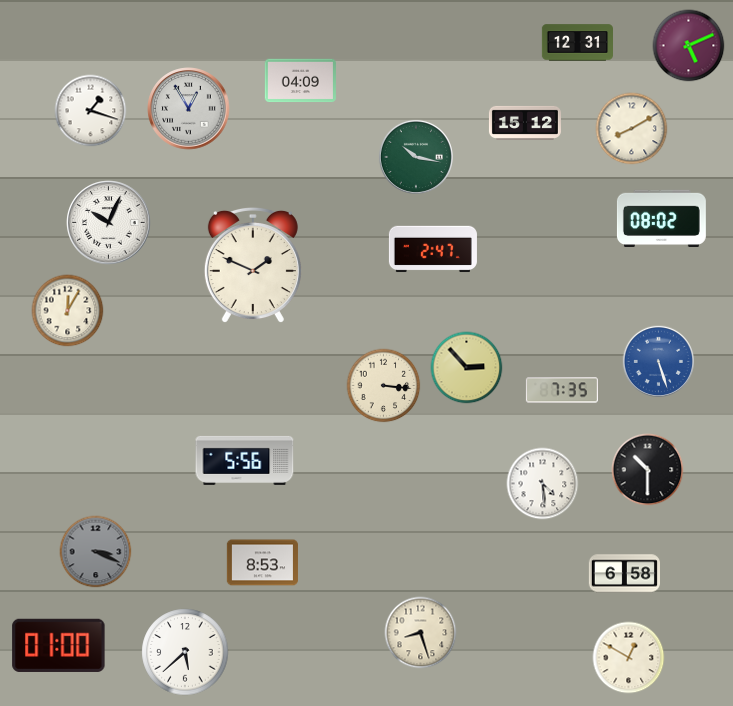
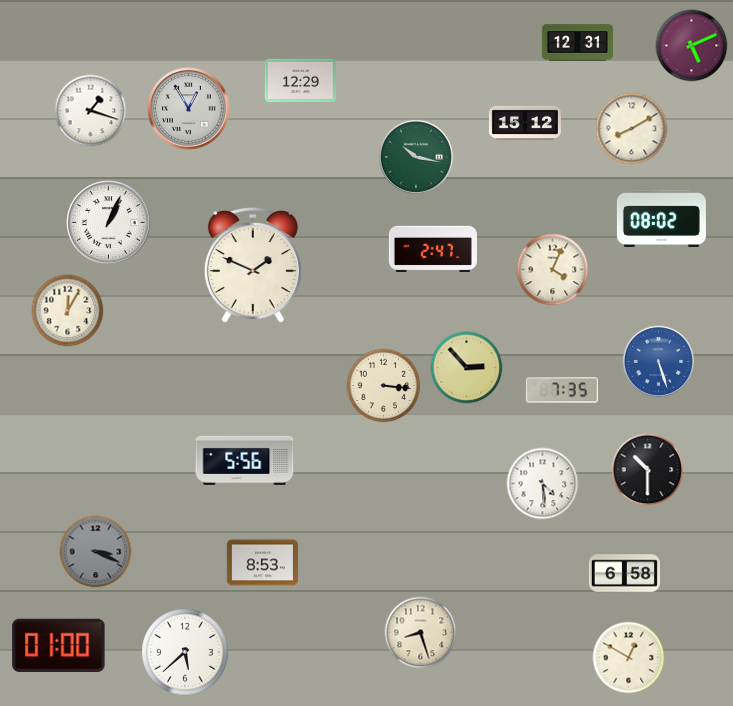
clock at (689, 46) position: (689, 46) -> (692, 46)
clock at (300, 81): 04:09 -> 12:29
clock at (109, 223): 10:04 -> 1:04
clock at (553, 270): none -> 4:04
